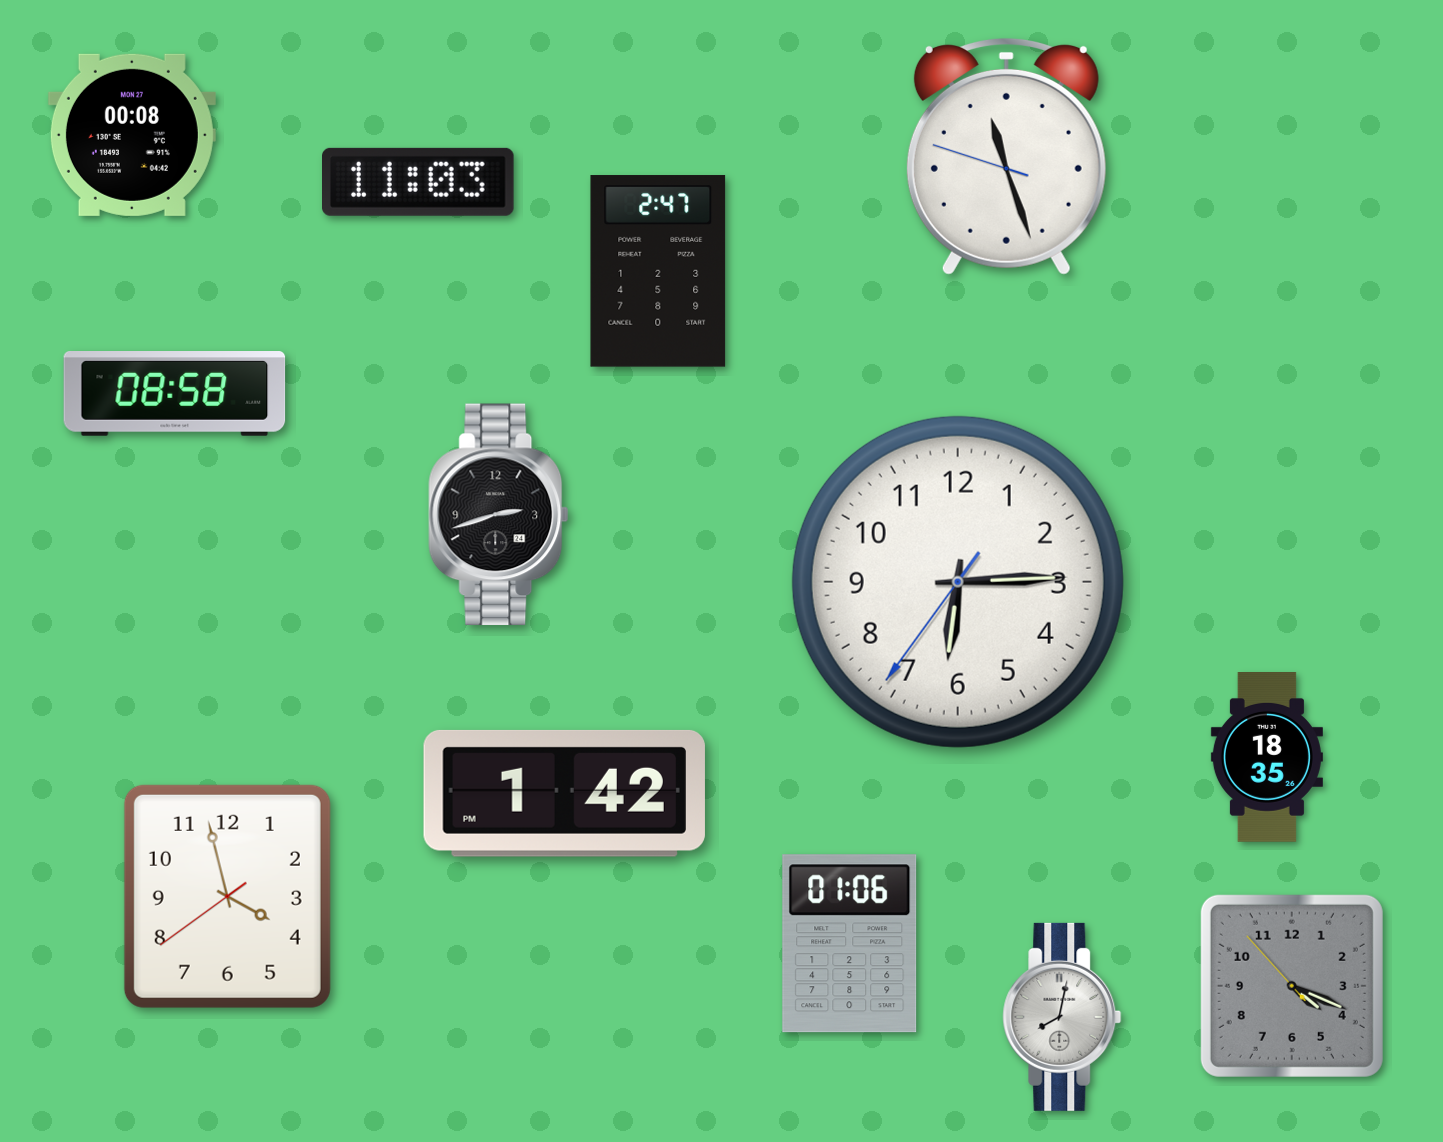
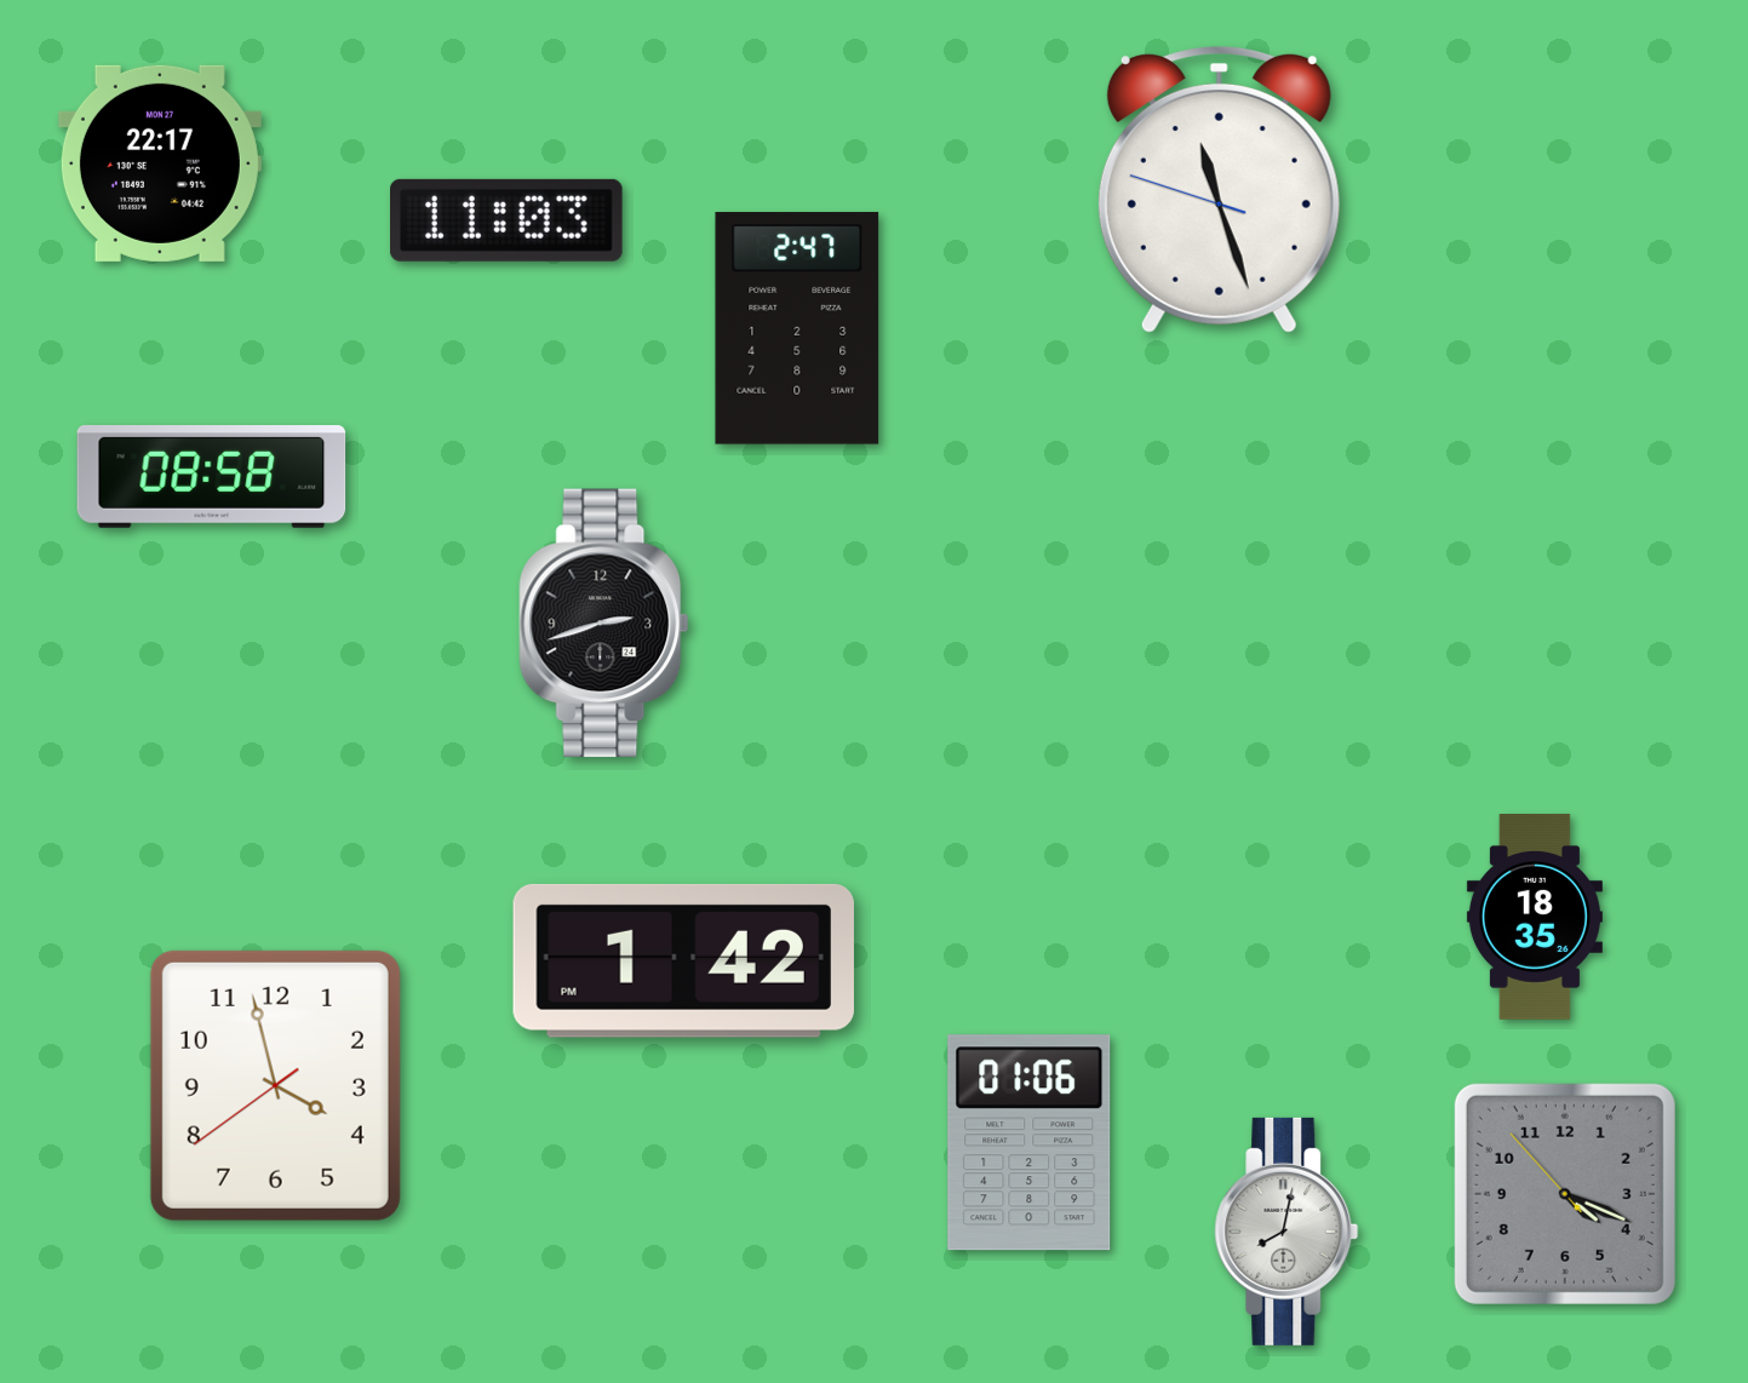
clock at (132, 135): 00:08 -> 22:17
clock at (958, 582): 6:14 -> none
